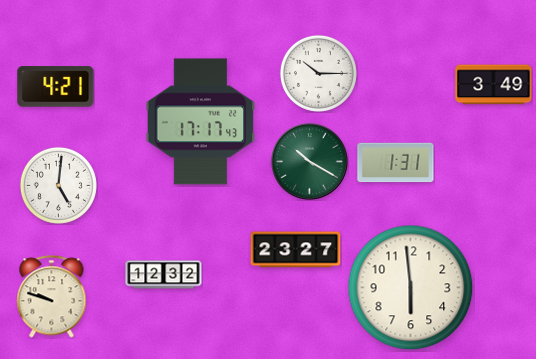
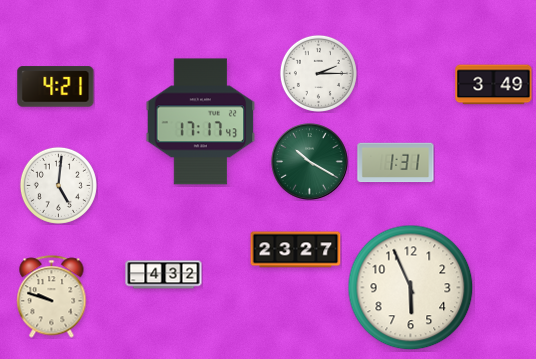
clock at (318, 73): 10:15 -> 2:15
clock at (164, 275): 12:32 -> 4:32
clock at (411, 288): 5:59 -> 5:56
